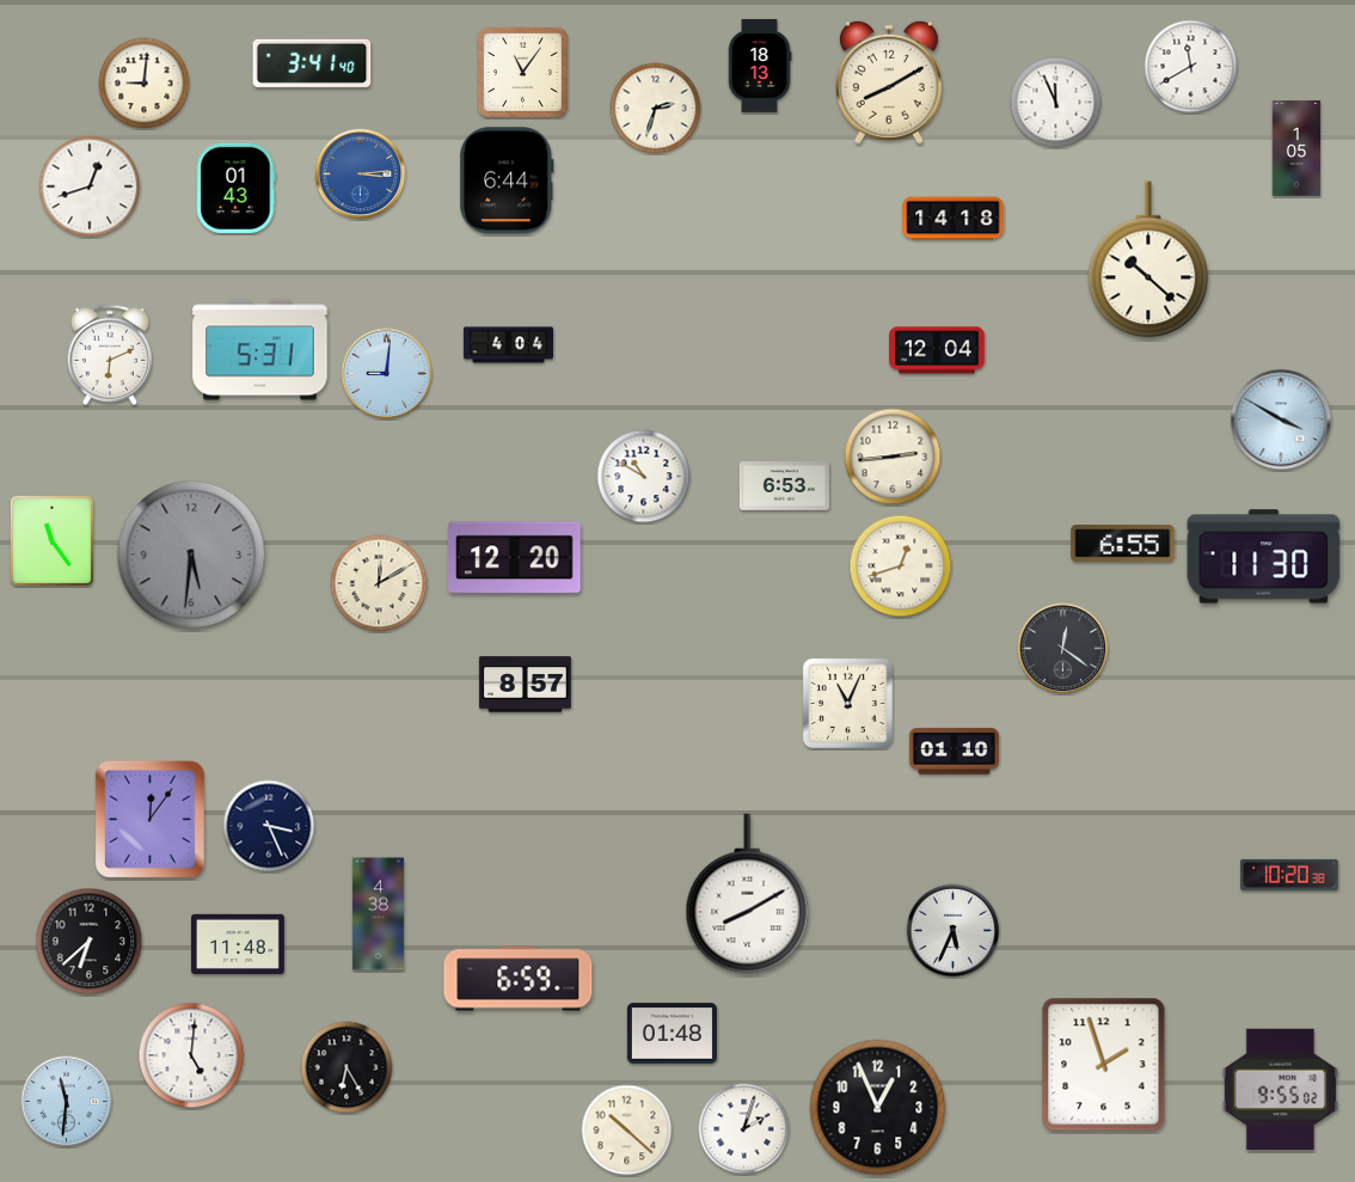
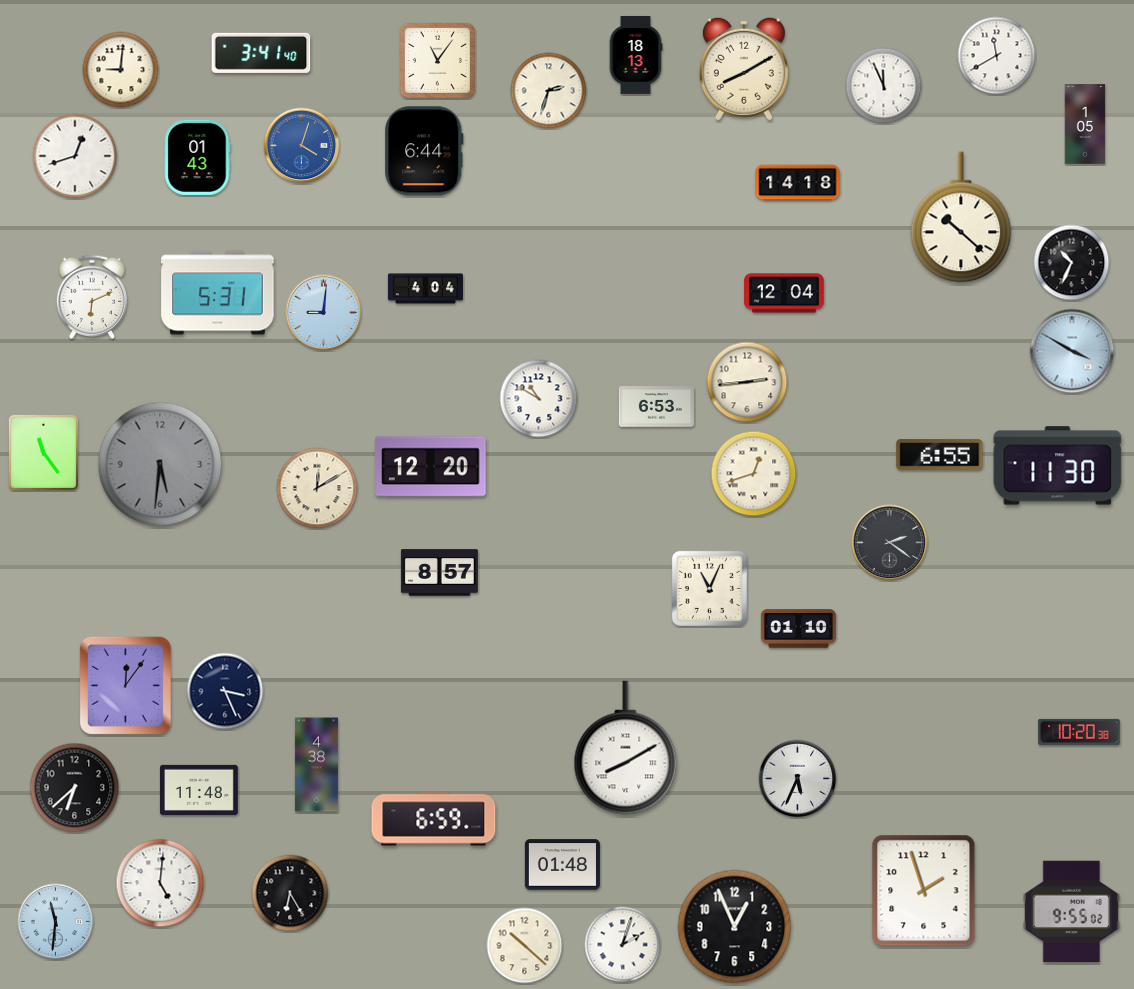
clock at (361, 174): 3:14 -> 4:03
clock at (1072, 263): none -> 10:34
clock at (1063, 649): 12:21 -> 2:21
